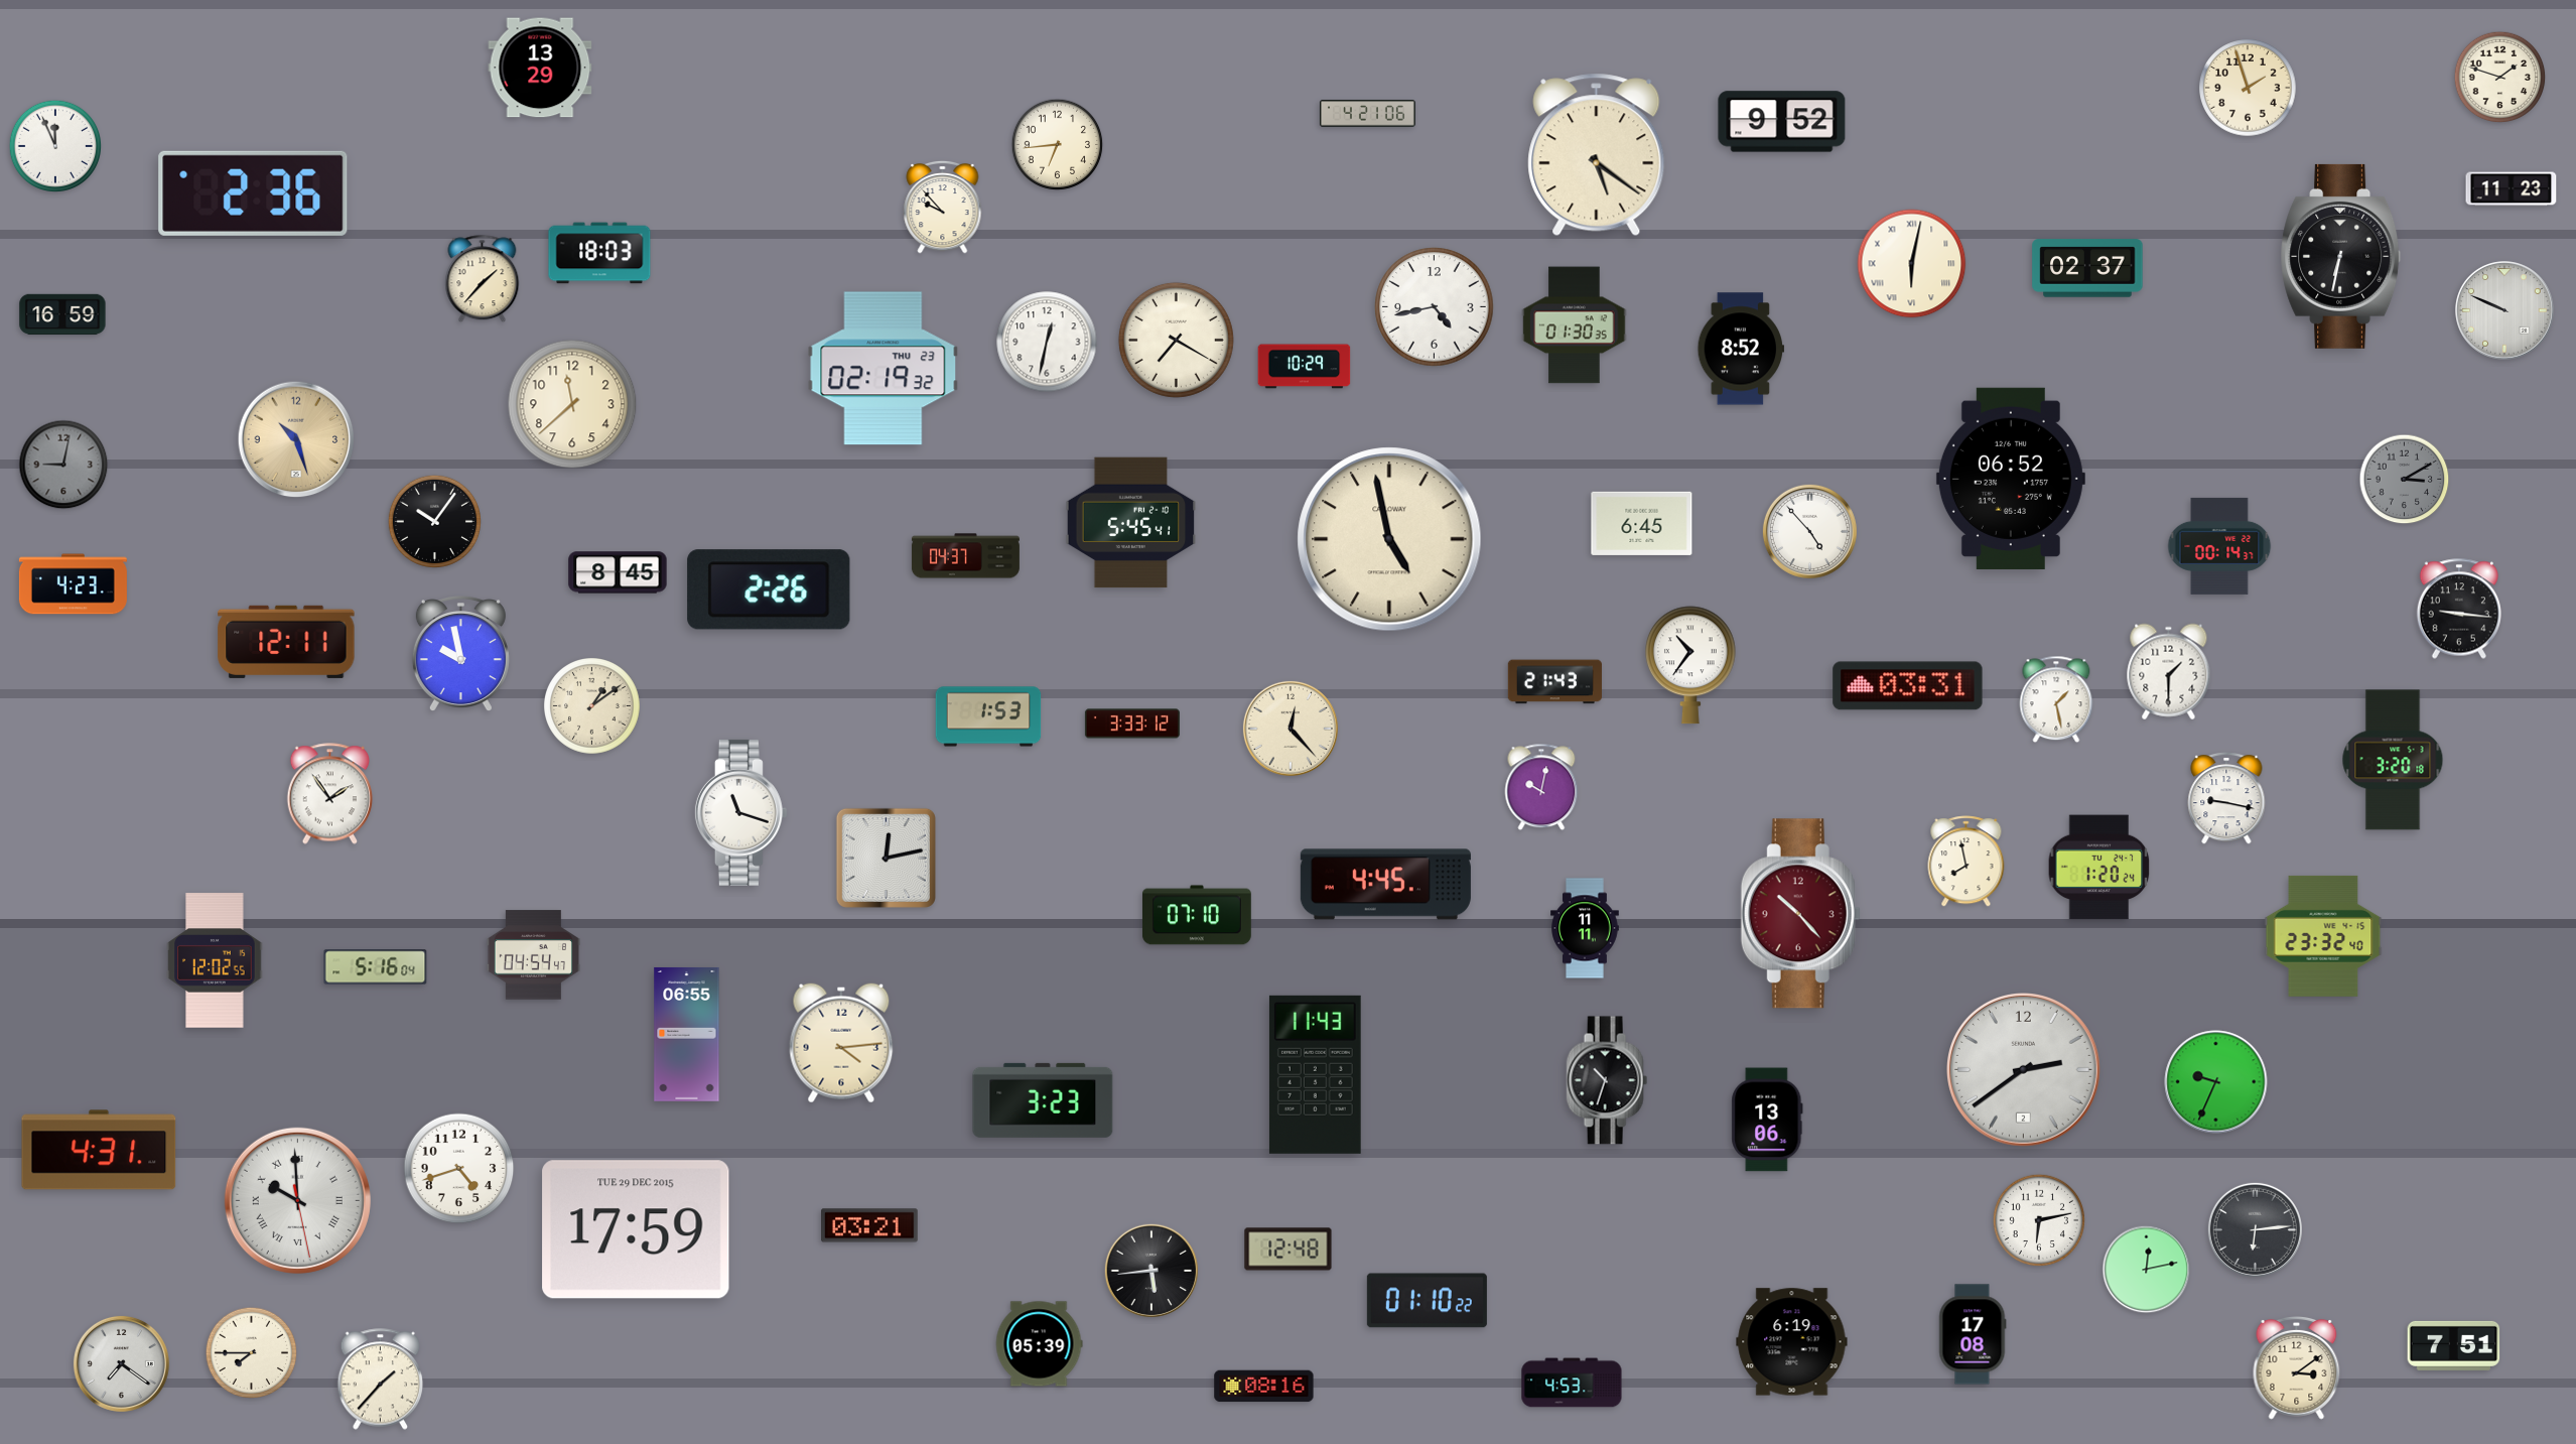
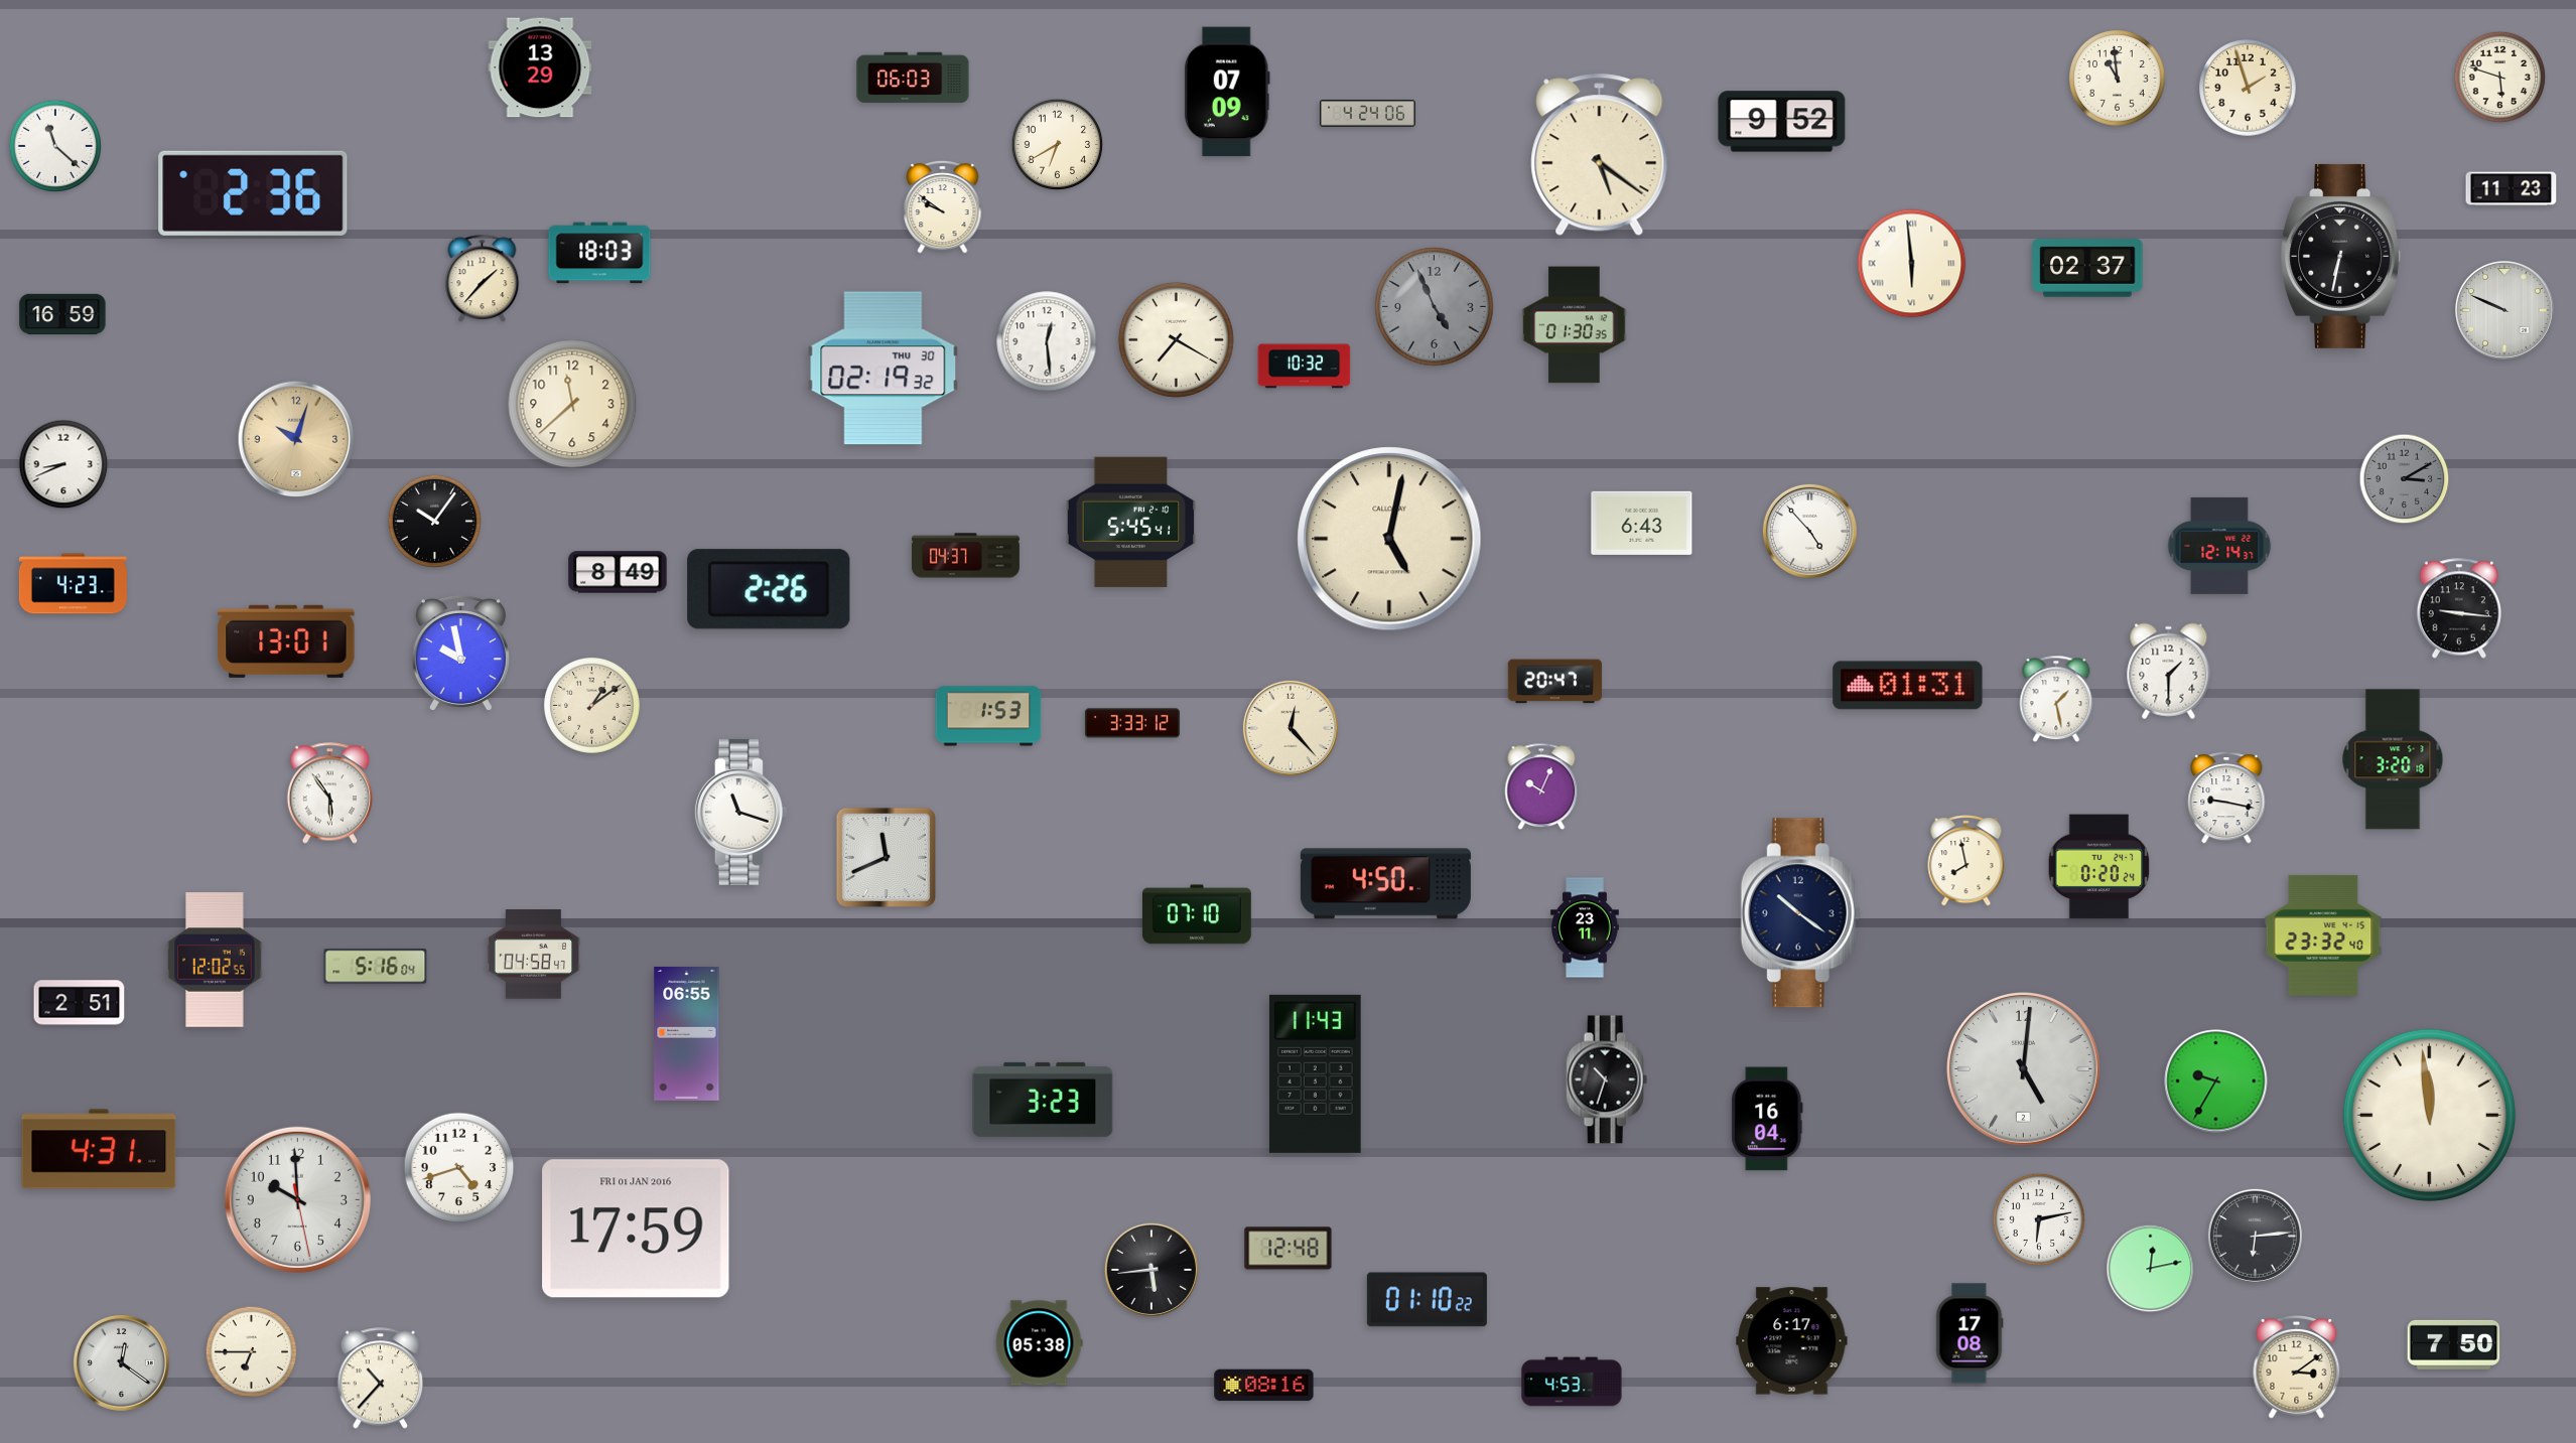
clock at (913, 78): none -> 06:03
clock at (2500, 78): 1:48 -> 5:48
clock at (2118, 79): none -> 10:59
clock at (1227, 92): none -> 07:09
clock at (1368, 114): 4:21 -> 4:24
clock at (54, 145): 11:56 -> 11:22
clock at (1058, 145): 6:44 -> 6:40
clock at (1597, 155) position: (1597, 155) -> (1600, 155)
clock at (943, 207): 9:53 -> 9:51
clock at (1912, 264): 6:02 -> 5:59
clock at (1435, 307): 4:43 -> 4:56
clock at (1435, 307) dial: white -> grey
clock at (1047, 342): 12:32 -> 12:29
clock at (1741, 349): 8:52 -> none
clock at (1305, 367): 10:29 -> 10:32
clock at (884, 369) date: THU 23 -> THU 30
clock at (296, 439): 10:27 -> 10:03
clock at (63, 465): 9:02 -> 8:41
clock at (63, 465) dial: grey -> white
clock at (2011, 479): 06:52 -> none
clock at (1642, 523): 6:45 -> 6:43
clock at (1389, 539): 4:58 -> 5:02
clock at (2219, 546): 00:14 -> 12:14
clock at (618, 572): 8:45 -> 8:49
clock at (286, 642): 12:11 -> 13:01
clock at (1691, 665): 10:36 -> none
clock at (1554, 682): 21:43 -> 20:47
clock at (1908, 686): 03:31 -> 01:31
clock at (1541, 787): 10:02 -> 10:04
clock at (330, 794): 1:54 -> 5:54
clock at (886, 858): 12:13 -> 11:41
clock at (2099, 868): 1:20 -> 0:20
clock at (1385, 885): 4:45 -> 4:50
clock at (1800, 914): 10:23 -> 10:21
clock at (1800, 914) dial: burgundy -> navy
clock at (1585, 928): 11:11 -> 23:11
clock at (533, 955): 04:54 -> 04:58
clock at (80, 1003): none -> 2:51
clock at (841, 1043): 4:14 -> none
clock at (2024, 1070): 2:39 -> 5:01
clock at (2216, 1082): 9:34 -> 9:35
clock at (2429, 1115): none -> 11:59
clock at (1767, 1120): 13:06 -> 16:04
clock at (297, 1200) numerals: Roman -> Arabic
clock at (870, 1225): 03:21 -> none
clock at (636, 1229) date: TUE 29 DEC 2015 -> FRI 01 JAN 2016
clock at (2255, 1229) position: (2255, 1229) -> (2255, 1236)
clock at (2147, 1270) position: (2147, 1270) -> (2151, 1269)
clock at (1973, 1334) position: (1973, 1334) -> (1970, 1333)
clock at (1792, 1342): 6:19 -> 6:17
clock at (1039, 1344): 05:39 -> 05:38
clock at (2454, 1345): 7:51 -> 7:50
clock at (252, 1353): 7:45 -> 6:45
clock at (121, 1363): 7:21 -> 12:21
clock at (381, 1380): 1:37 -> 10:37
